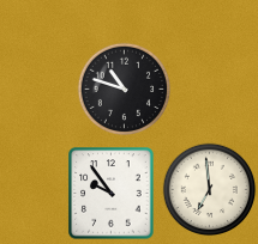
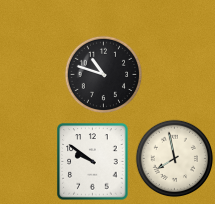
clock at (209, 189): 6:59 -> 7:58
clock at (112, 194): 9:54 -> 9:51
